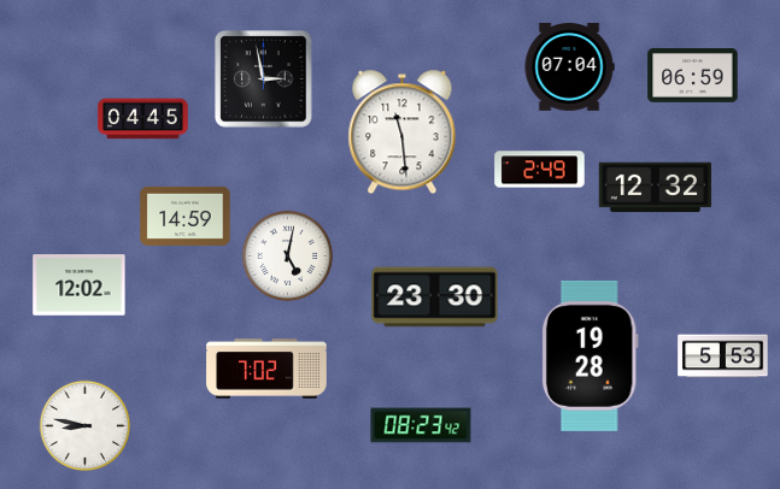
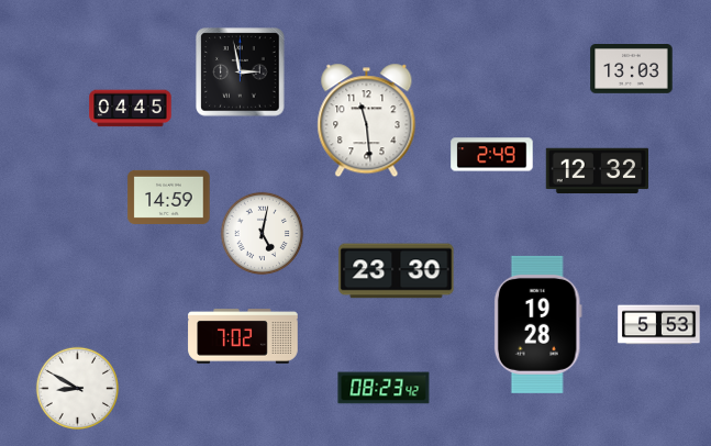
clock at (569, 67): 07:04 -> none
clock at (693, 76): 06:59 -> 13:03
clock at (80, 285): 12:02 -> none
clock at (86, 426): 8:47 -> 8:50
